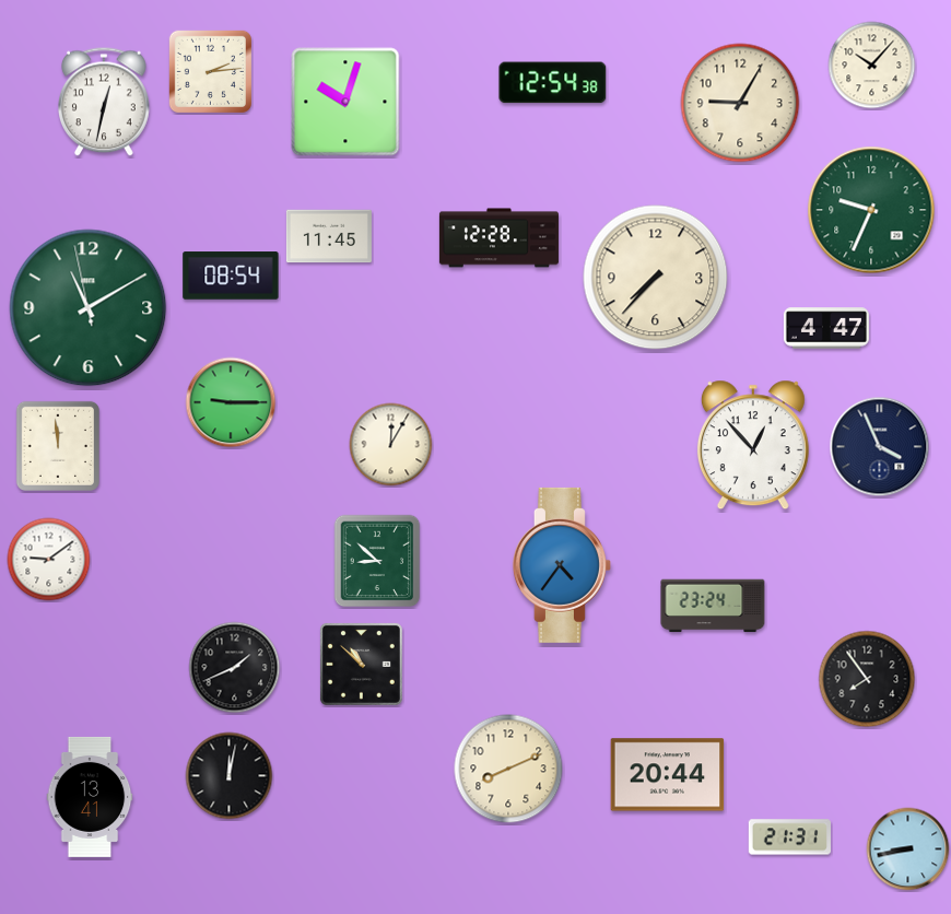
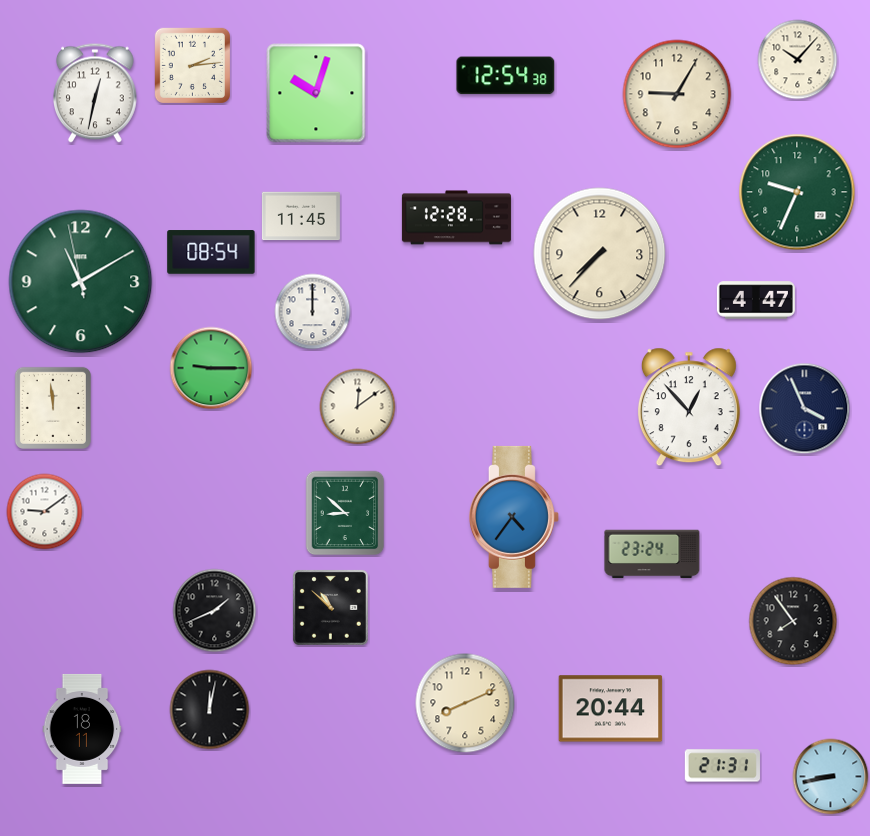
clock at (313, 312): none -> 12:00
clock at (391, 445): 12:05 -> 12:09
clock at (90, 797): 13:41 -> 18:11
